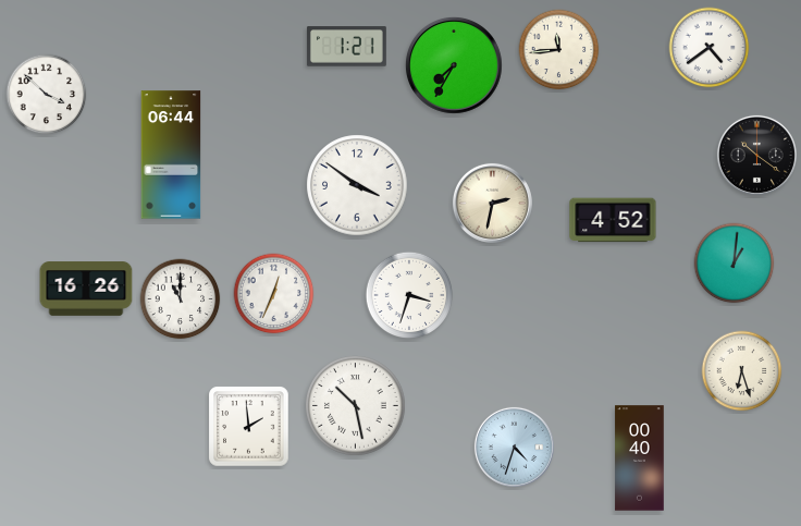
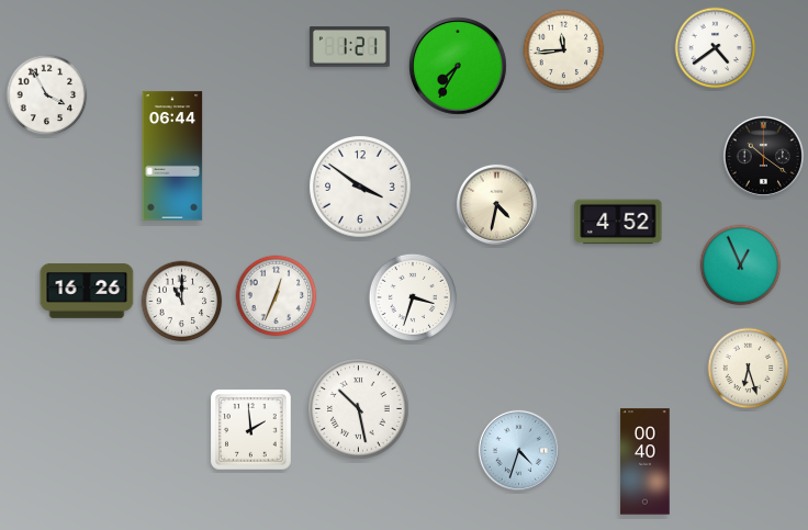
clock at (47, 95): 3:52 -> 3:55
clock at (492, 203): 2:32 -> 4:32
clock at (735, 264): 1:01 -> 12:56
clock at (742, 371) position: (742, 371) -> (749, 369)
